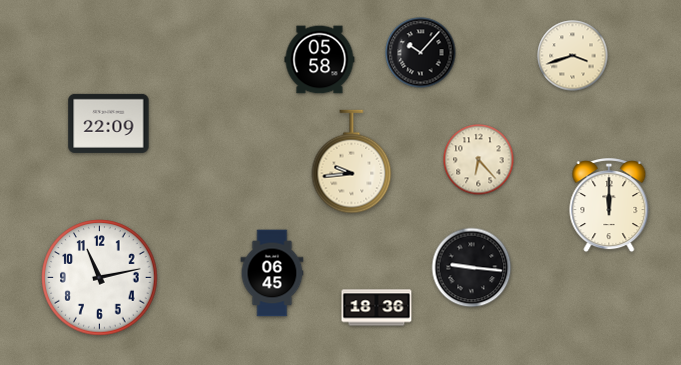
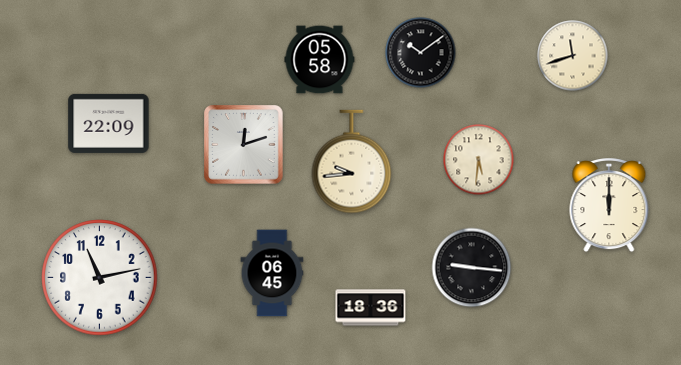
clock at (421, 53): 10:07 -> 10:09
clock at (573, 56): 3:42 -> 11:42
clock at (244, 145): none -> 12:12
clock at (479, 160): 6:23 -> 5:31
clock at (377, 308) position: (377, 308) -> (371, 308)
